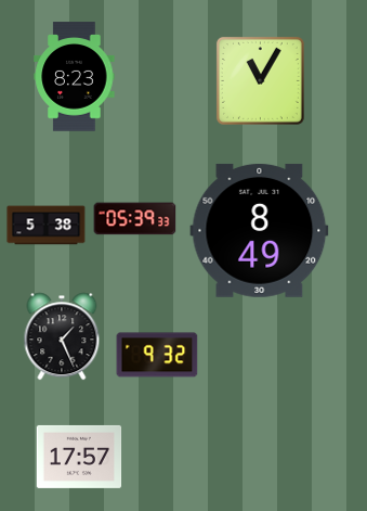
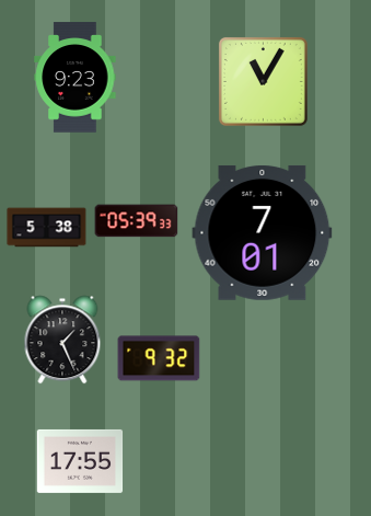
clock at (75, 77): 8:23 -> 9:23
clock at (260, 230): 8:49 -> 7:01
clock at (79, 457): 17:57 -> 17:55
